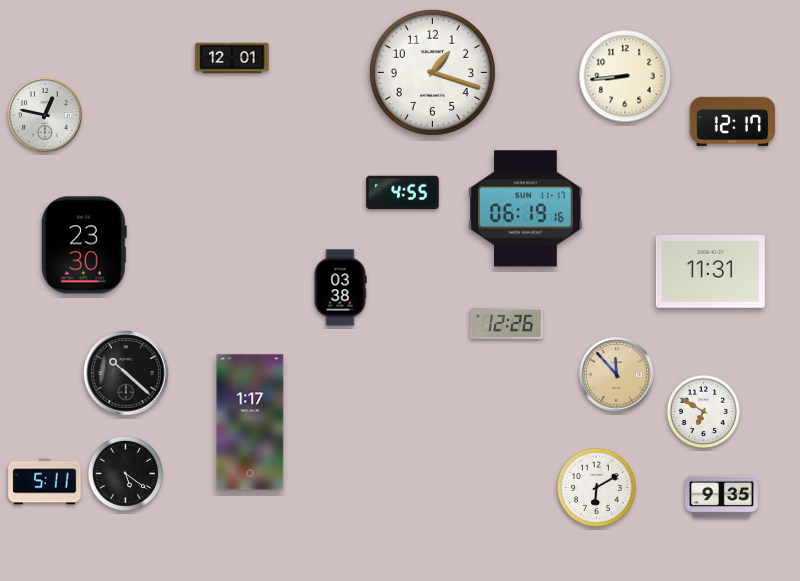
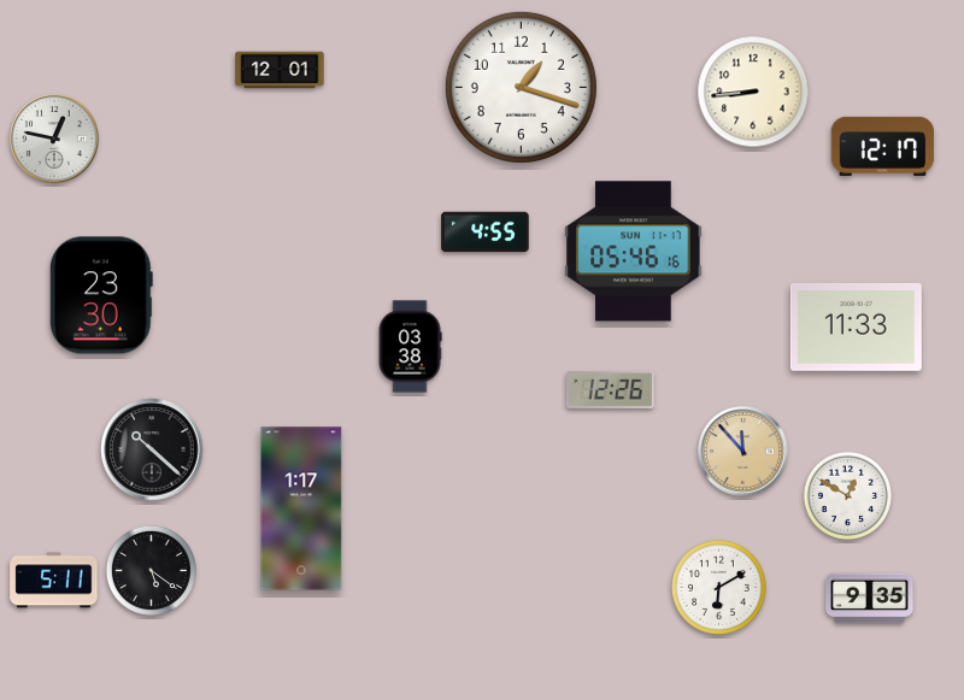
clock at (526, 209): 06:19 -> 05:46
clock at (710, 272): 11:31 -> 11:33
clock at (703, 411): 6:50 -> 12:50
